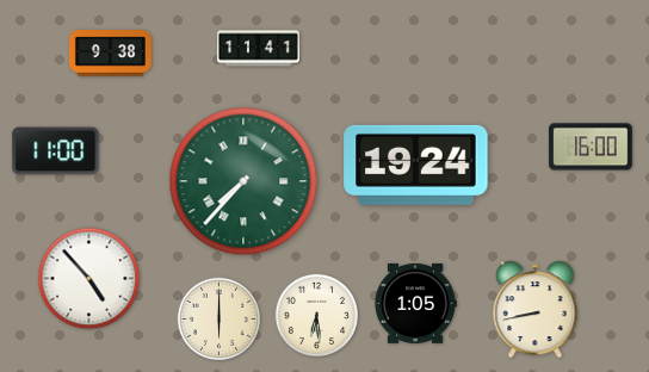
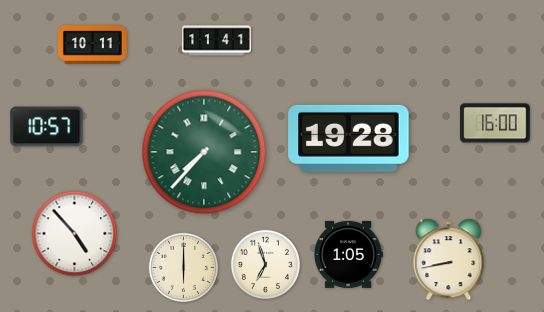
clock at (110, 54): 9:38 -> 10:11
clock at (56, 151): 11:00 -> 10:57
clock at (416, 165): 19:24 -> 19:28
clock at (316, 315): 6:29 -> 6:57
